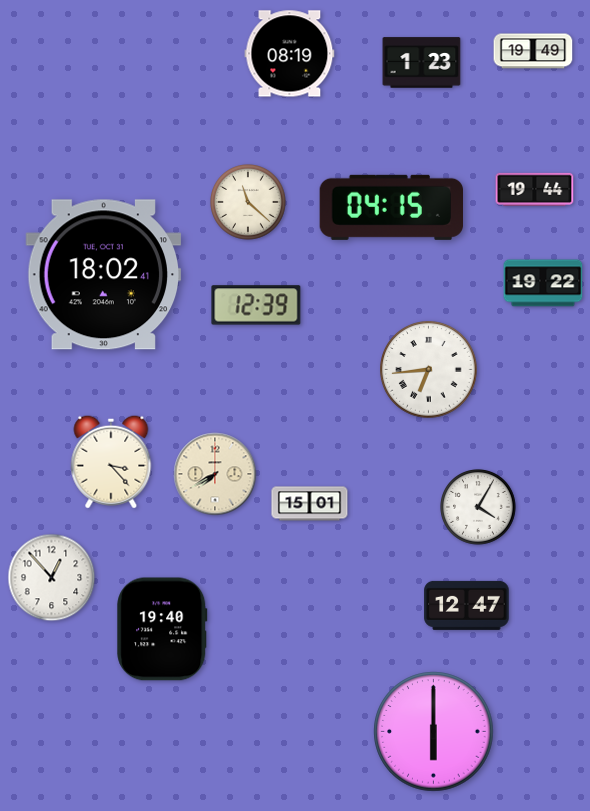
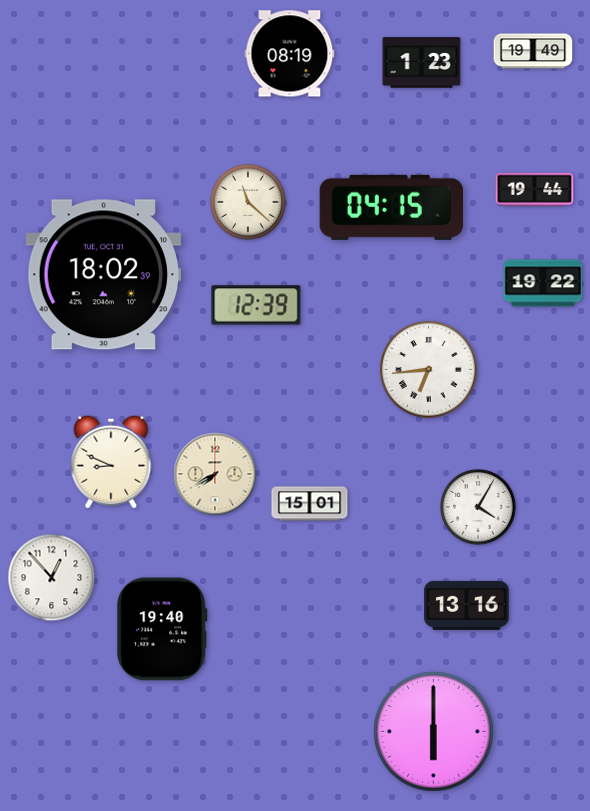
clock at (104, 275): 18:02:41 -> 18:02:39
clock at (111, 462): 3:23 -> 8:49
clock at (467, 605): 12:47 -> 13:16
